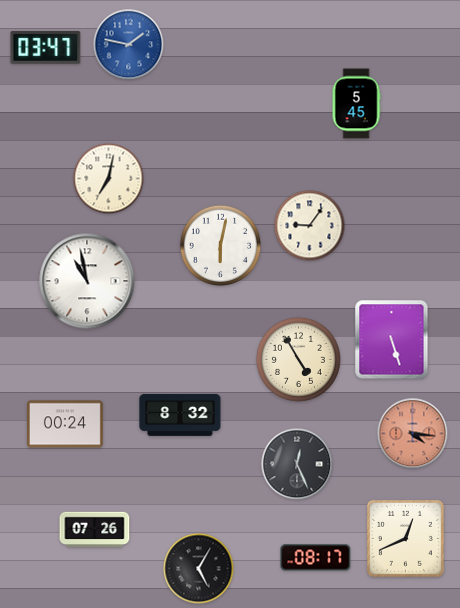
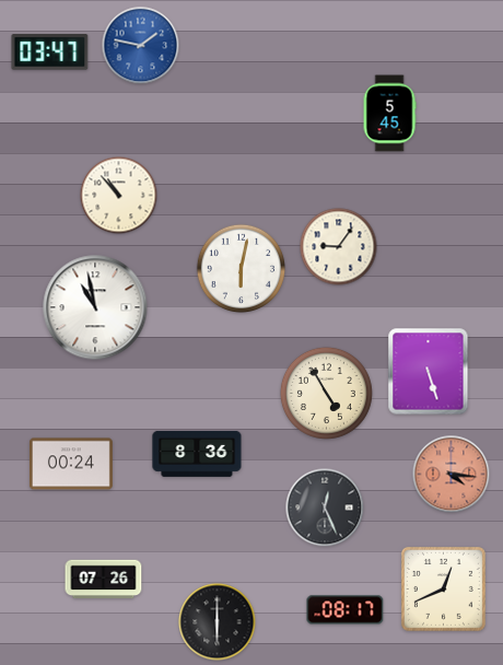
clock at (129, 45) position: (129, 45) -> (141, 46)
clock at (109, 179): 7:02 -> 10:53
clock at (180, 415): 8:32 -> 8:36
clock at (199, 569): 5:05 -> 6:00
